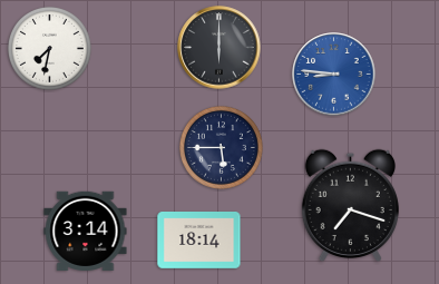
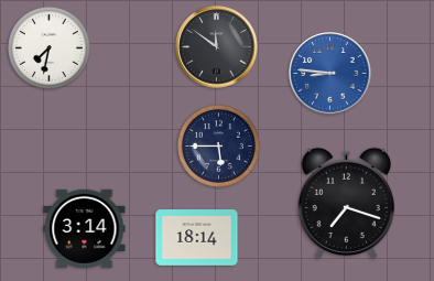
clock at (219, 48): 6:00 -> 11:51
